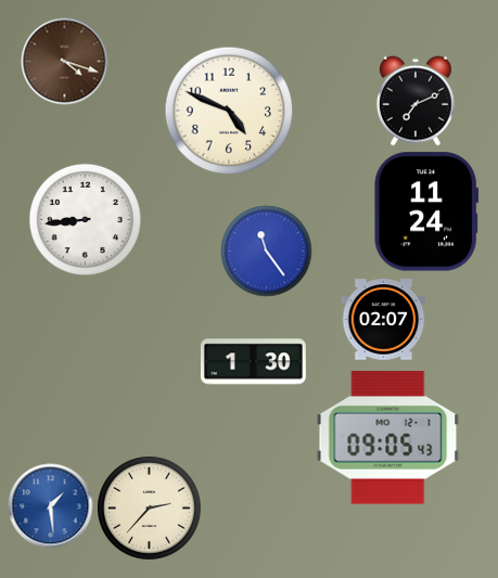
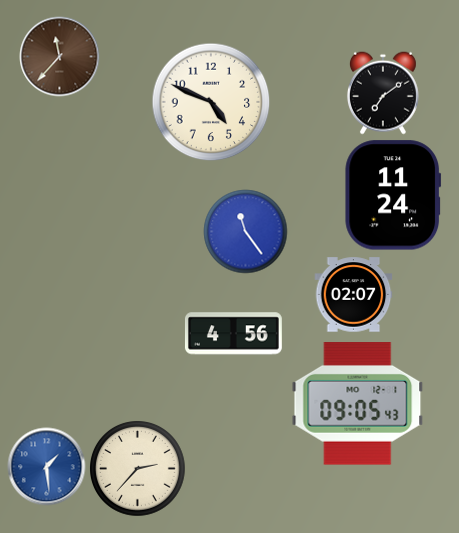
clock at (64, 61): 4:18 -> 11:37
clock at (416, 101): 7:11 -> 7:09
clock at (85, 219): 8:44 -> none
clock at (253, 362): 1:30 -> 4:56
